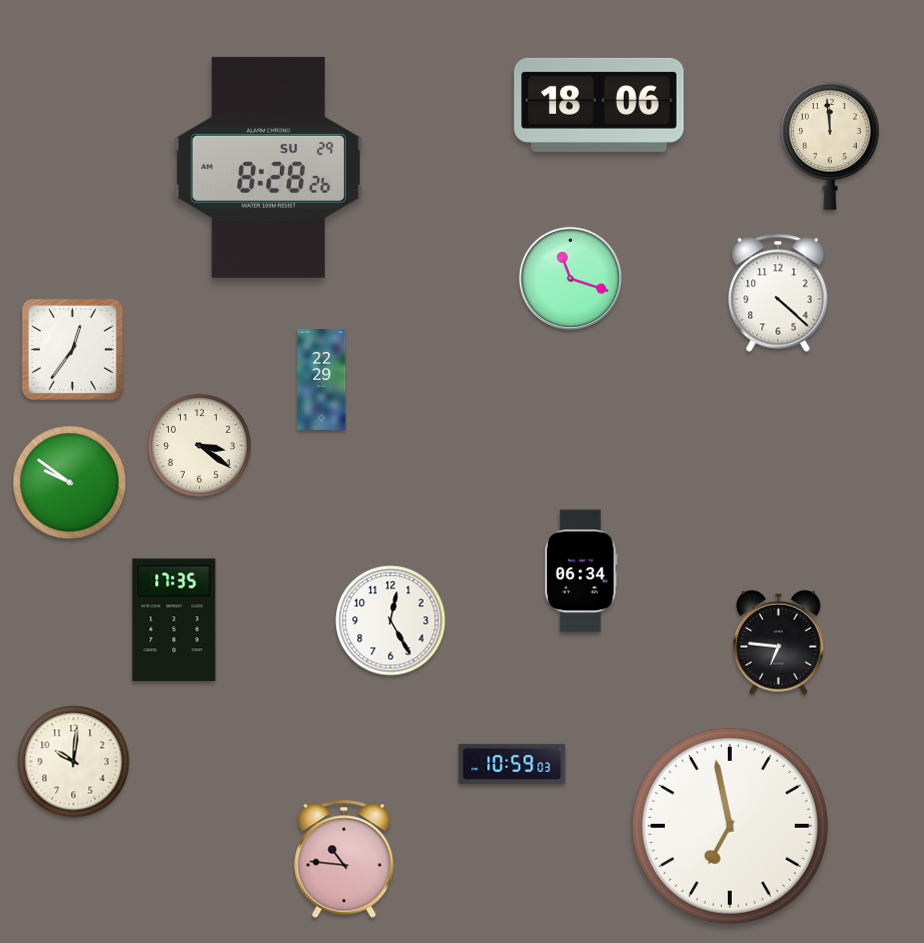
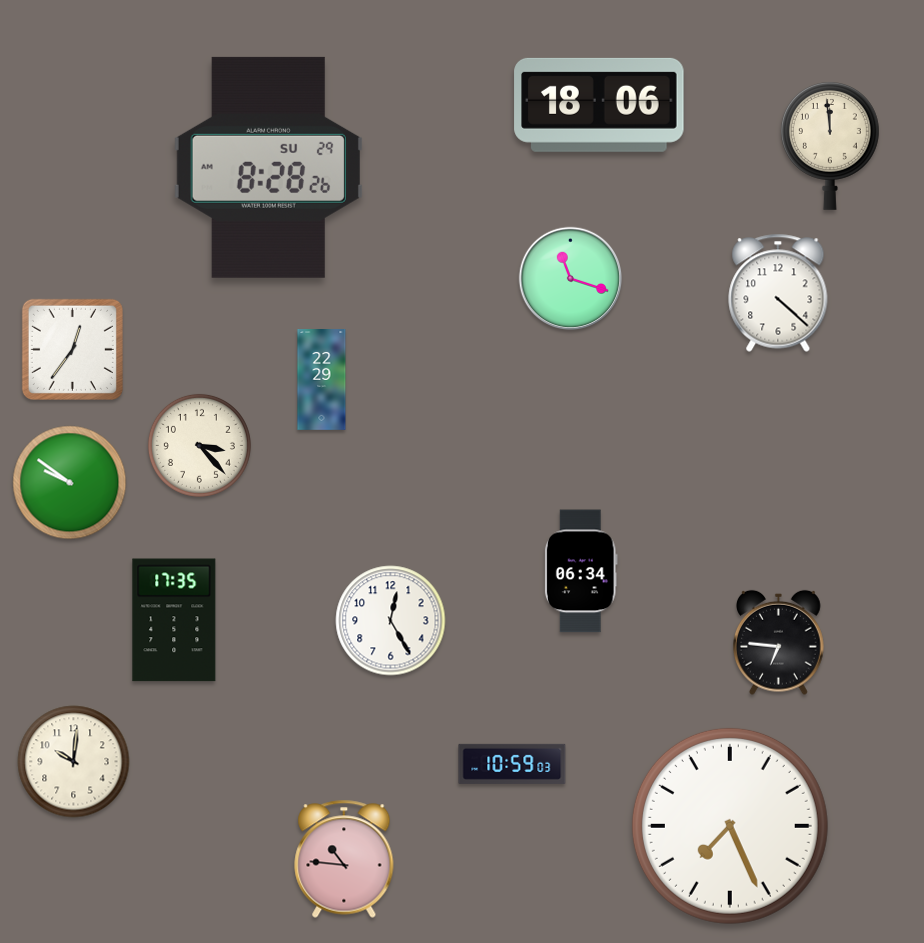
clock at (199, 445): 3:21 -> 3:23
clock at (730, 826): 6:58 -> 7:26
